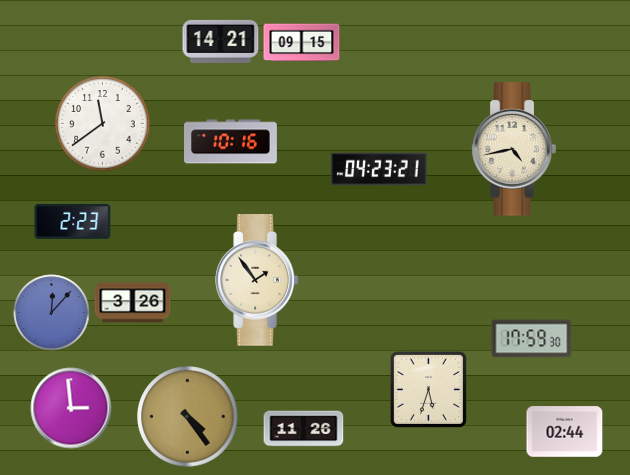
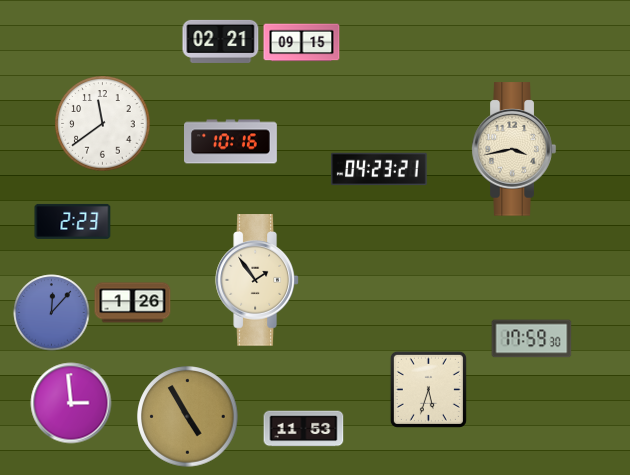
clock at (221, 41): 14:21 -> 02:21
clock at (514, 149): 4:43 -> 3:43
clock at (133, 303): 3:26 -> 1:26
clock at (71, 408) position: (71, 408) -> (71, 403)
clock at (188, 417): 4:24 -> 4:55
clock at (304, 429): 11:26 -> 11:53
clock at (565, 432): 02:44 -> none
